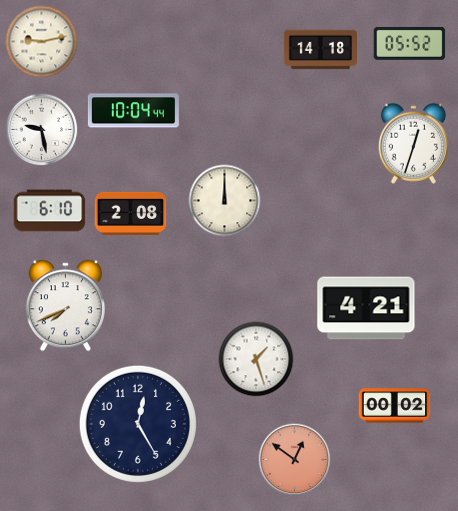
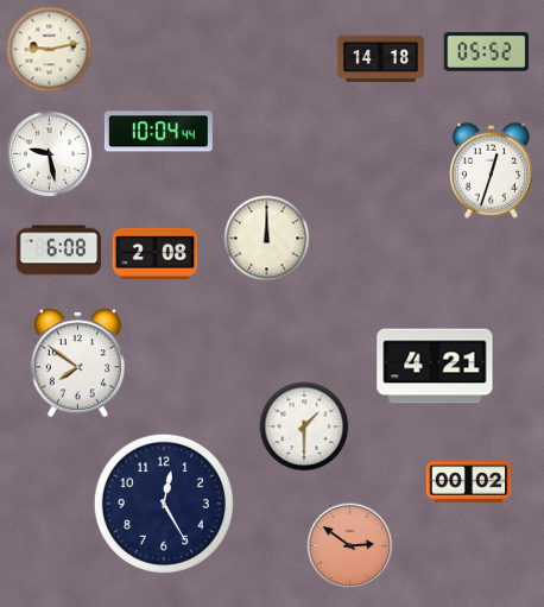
clock at (50, 211): 6:10 -> 6:08
clock at (65, 306): 7:41 -> 7:51
clock at (256, 359): 1:27 -> 1:30
clock at (295, 460): 12:51 -> 2:51
